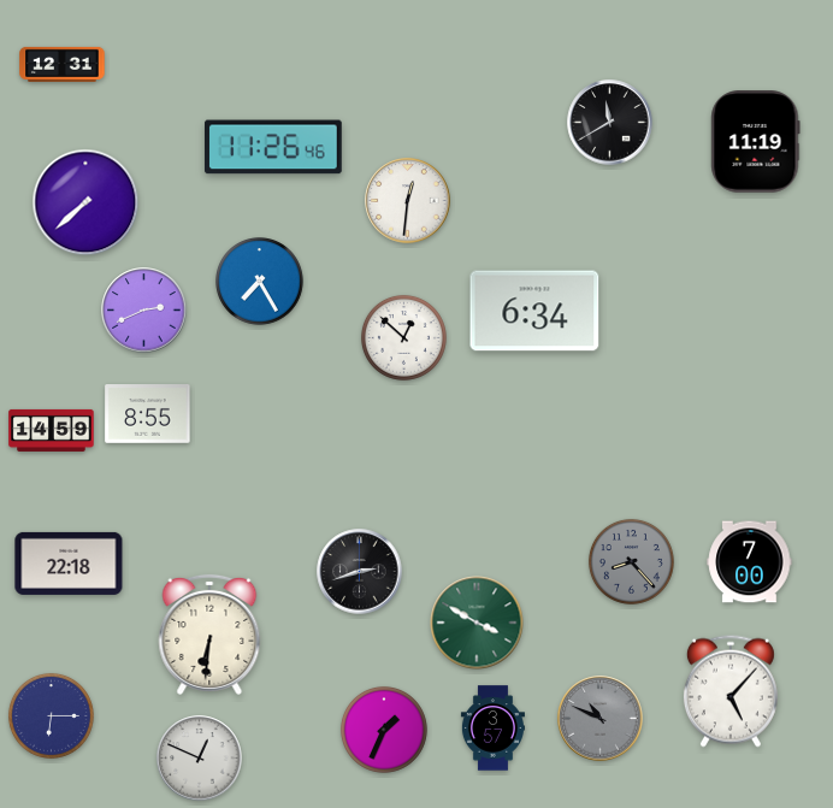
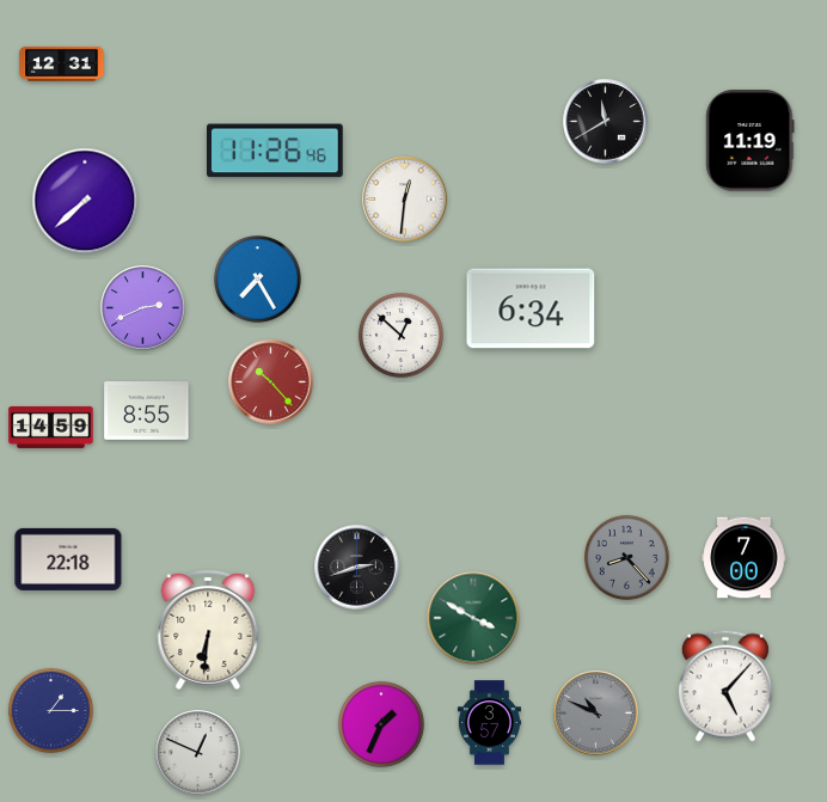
clock at (273, 147) position: (273, 147) -> (275, 151)
clock at (271, 382): none -> 10:23
clock at (51, 715): 6:15 -> 1:15
